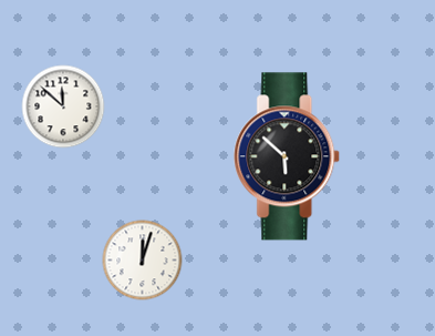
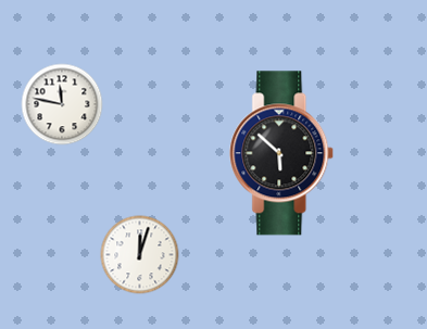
clock at (63, 106): 11:52 -> 11:47
